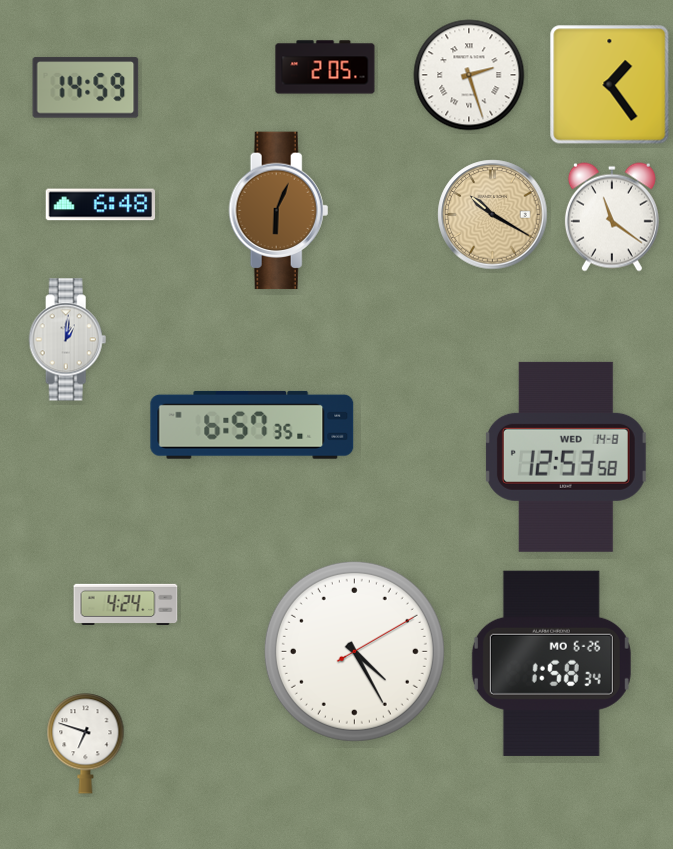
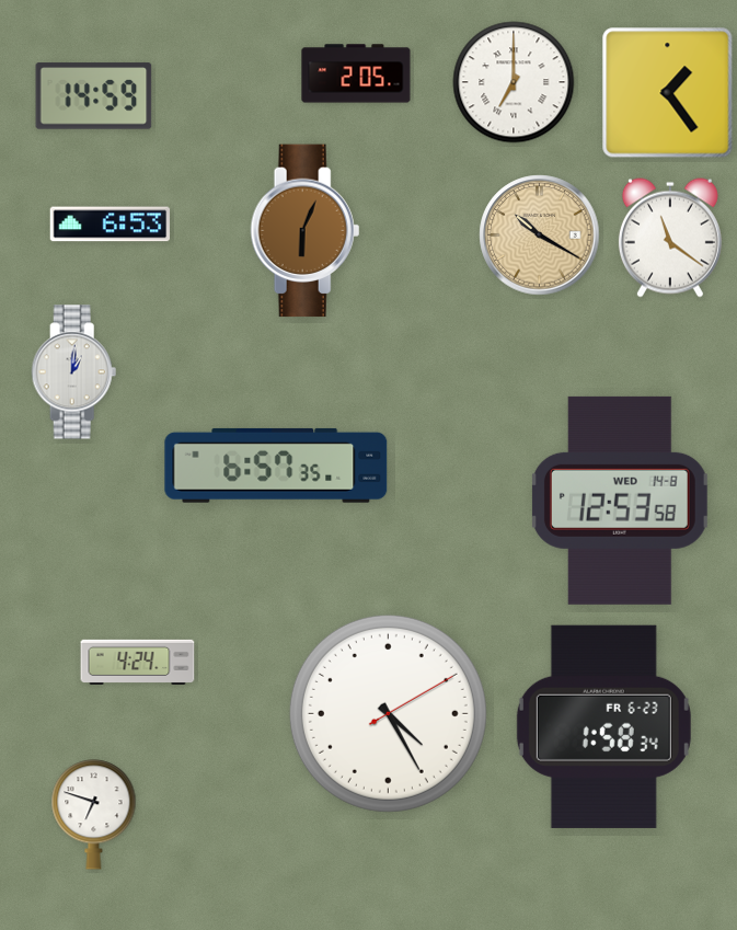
clock at (469, 75): 2:27 -> 7:00
clock at (101, 205): 6:48 -> 6:53
clock at (551, 663) date: MO 6-26 -> FR 6-23
